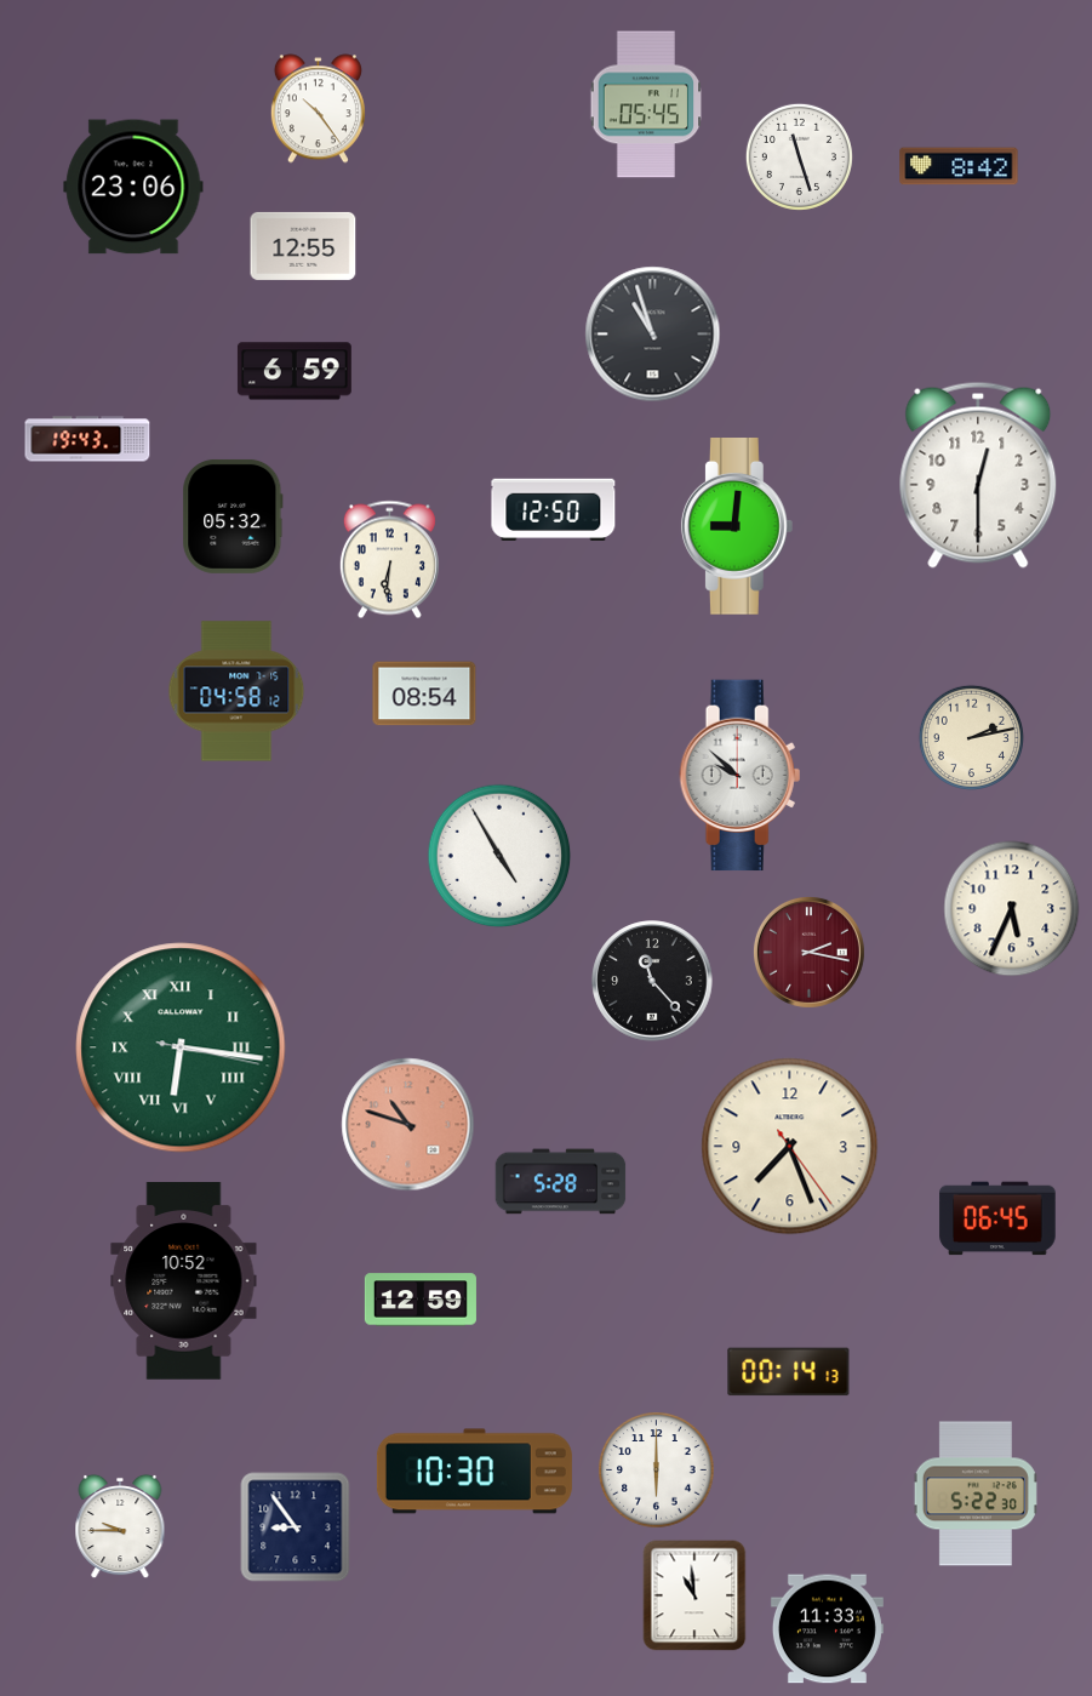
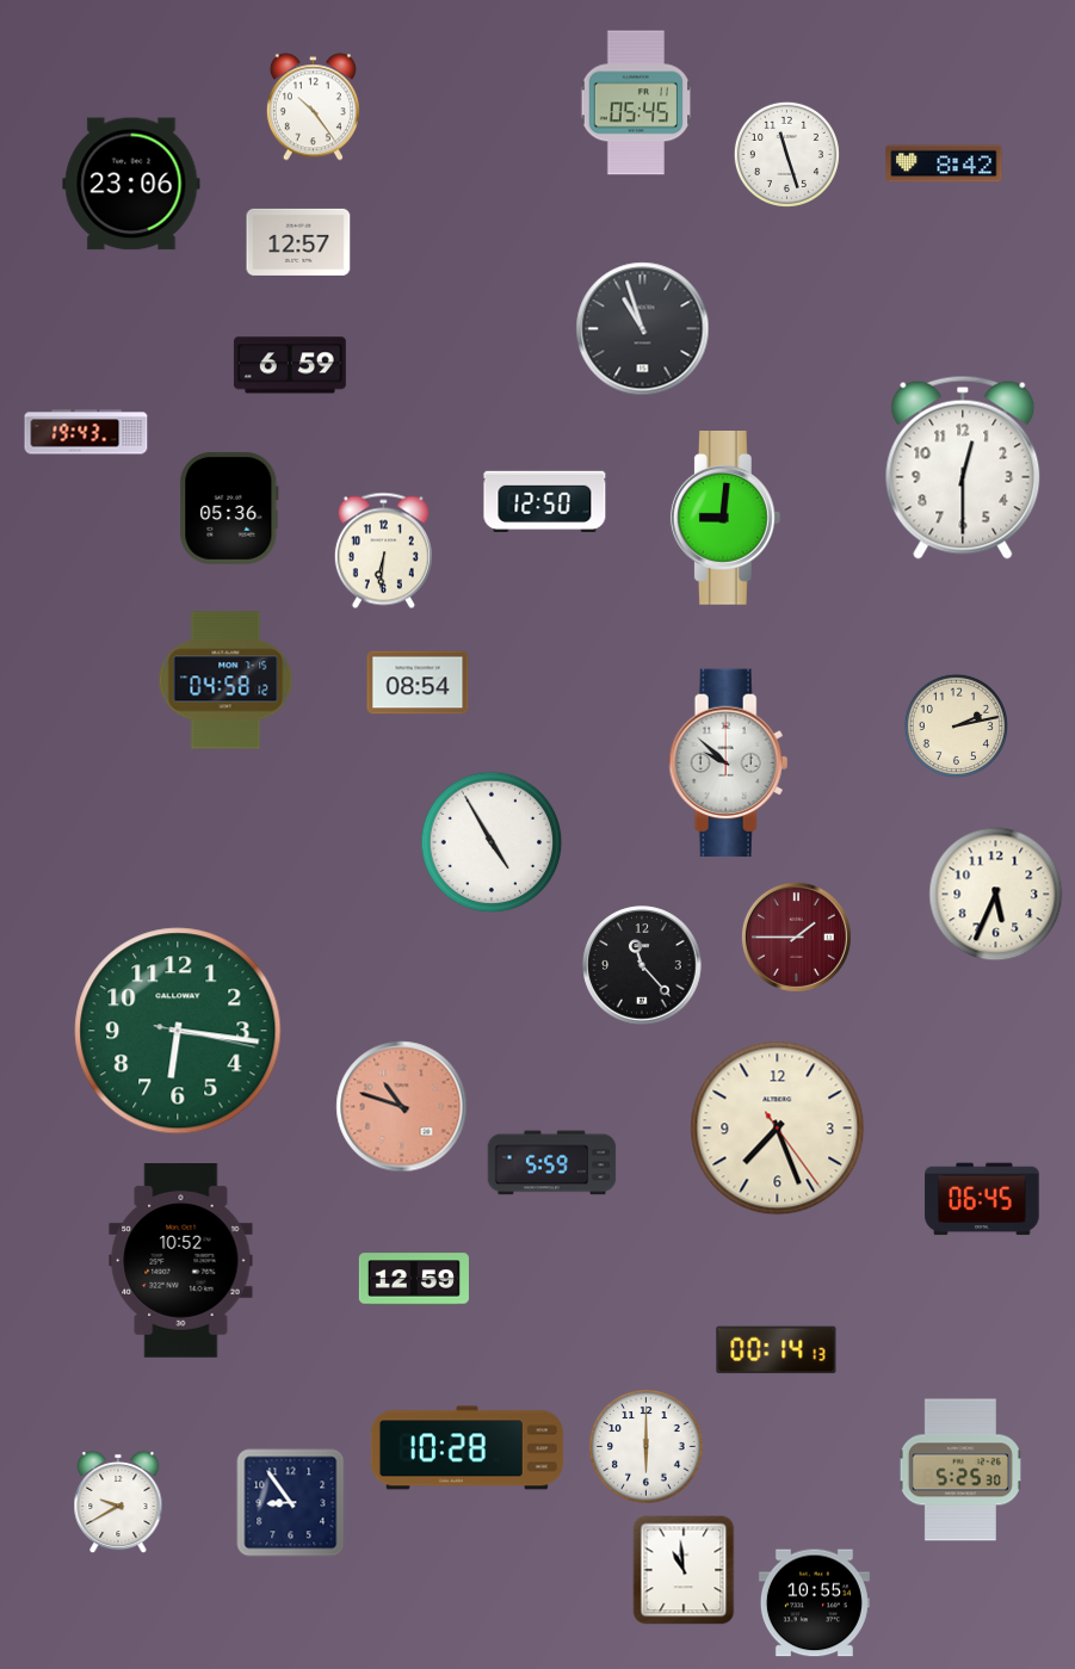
clock at (303, 246): 12:55 -> 12:57
clock at (233, 516): 05:32 -> 05:36
clock at (236, 691) position: (236, 691) -> (225, 680)
clock at (808, 952): 2:17 -> 1:45
clock at (181, 1047) numerals: Roman -> Arabic
clock at (561, 1182): 5:28 -> 5:59
clock at (474, 1472): 10:30 -> 10:28
clock at (976, 1494): 5:22 -> 5:25
clock at (120, 1526): 9:45 -> 9:40
clock at (827, 1629): 11:33 -> 10:55
